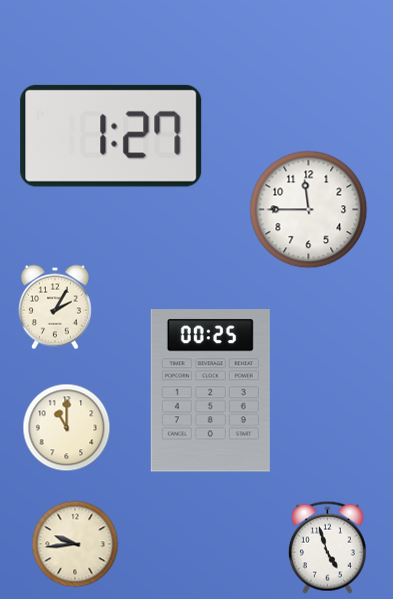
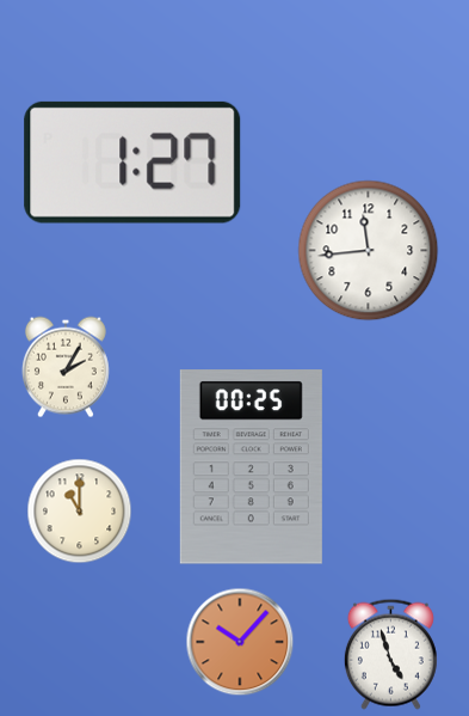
clock at (309, 210): 11:45 -> 11:44
clock at (240, 642): none -> 10:07
clock at (75, 544): 9:44 -> none
